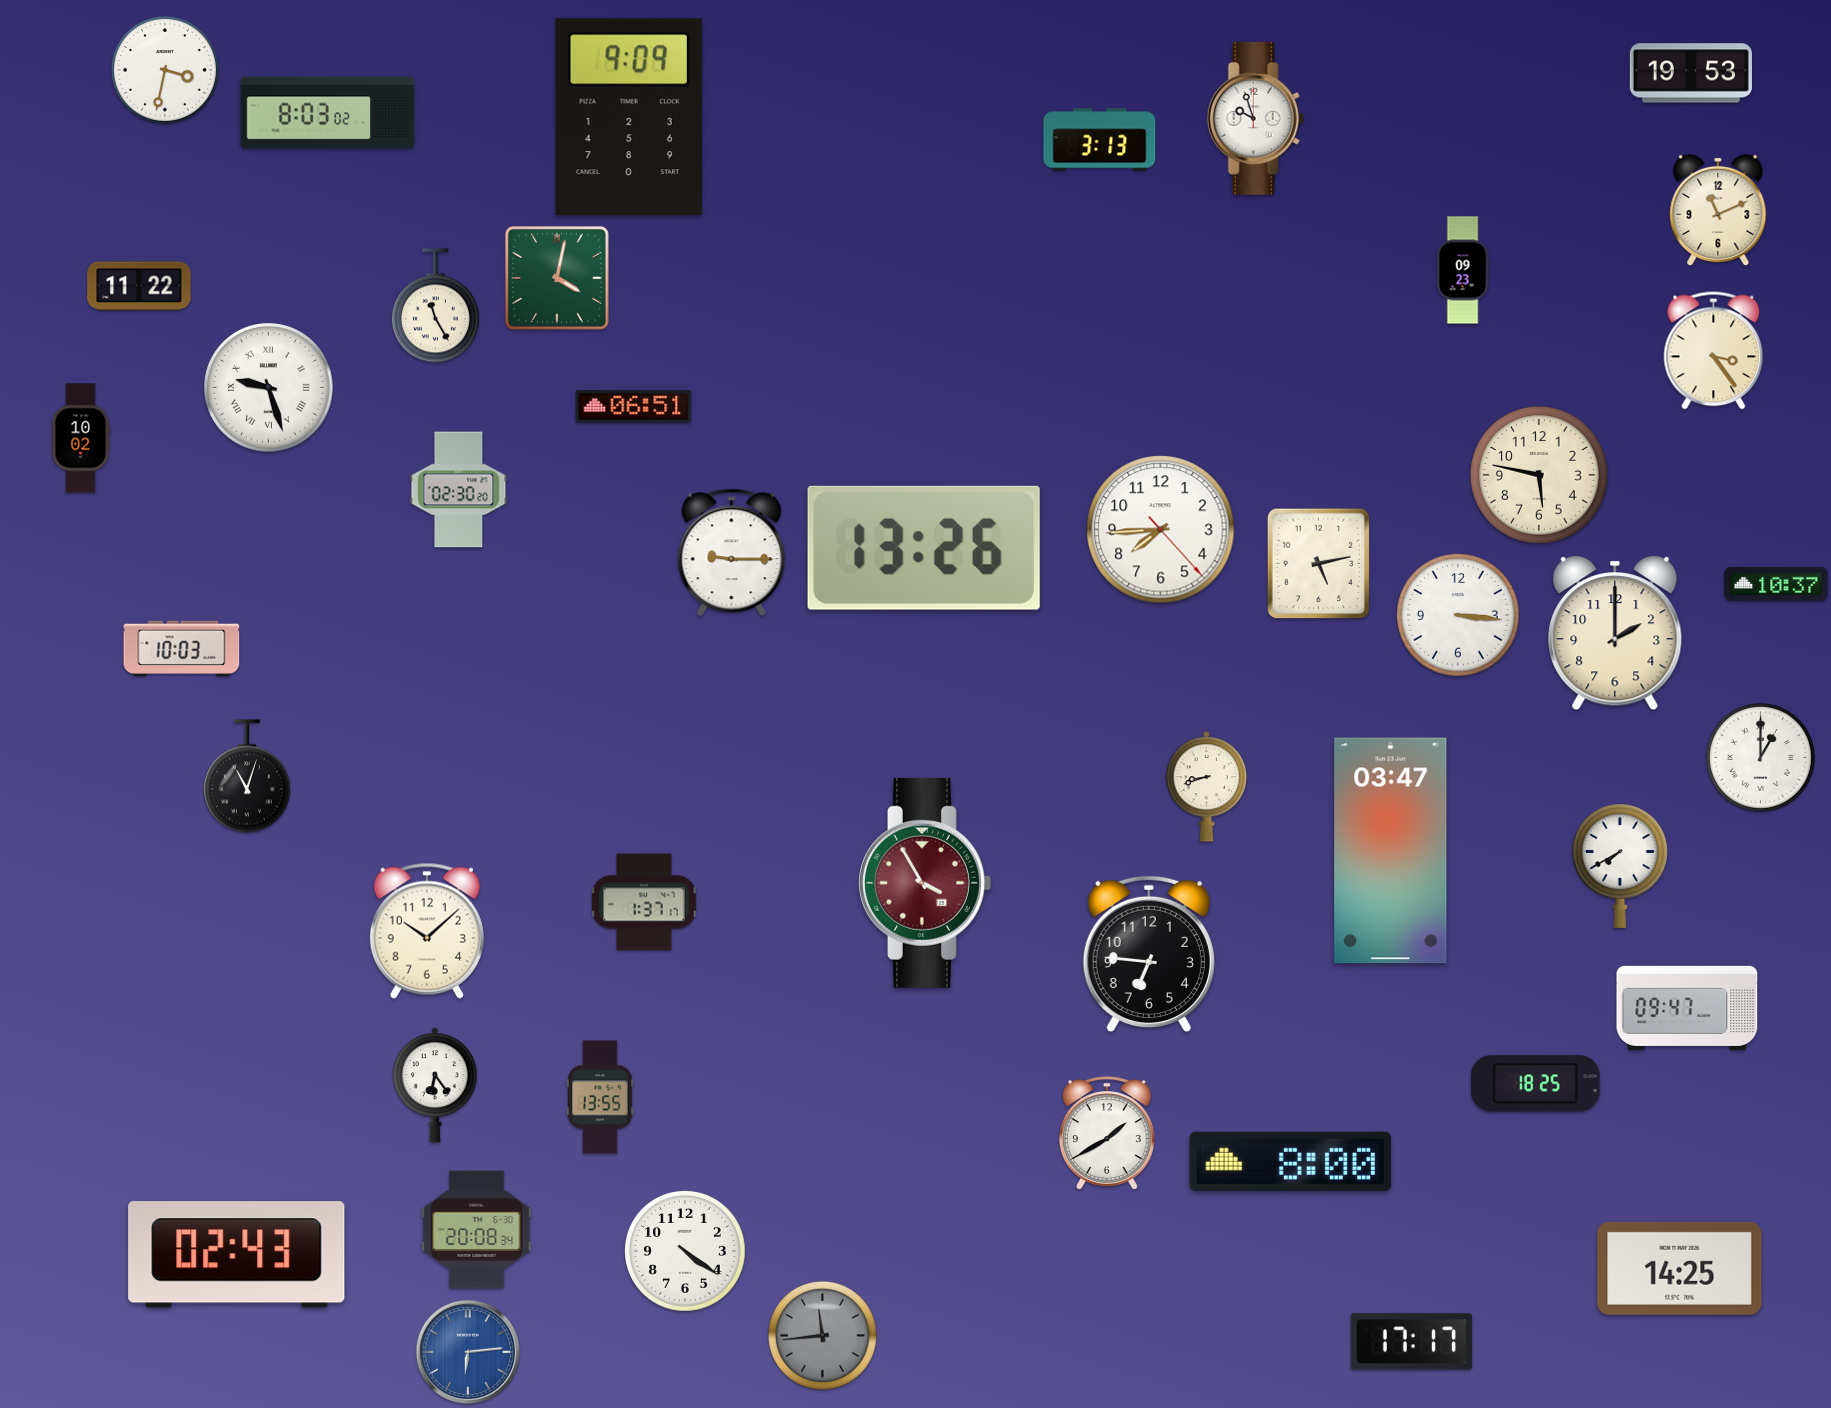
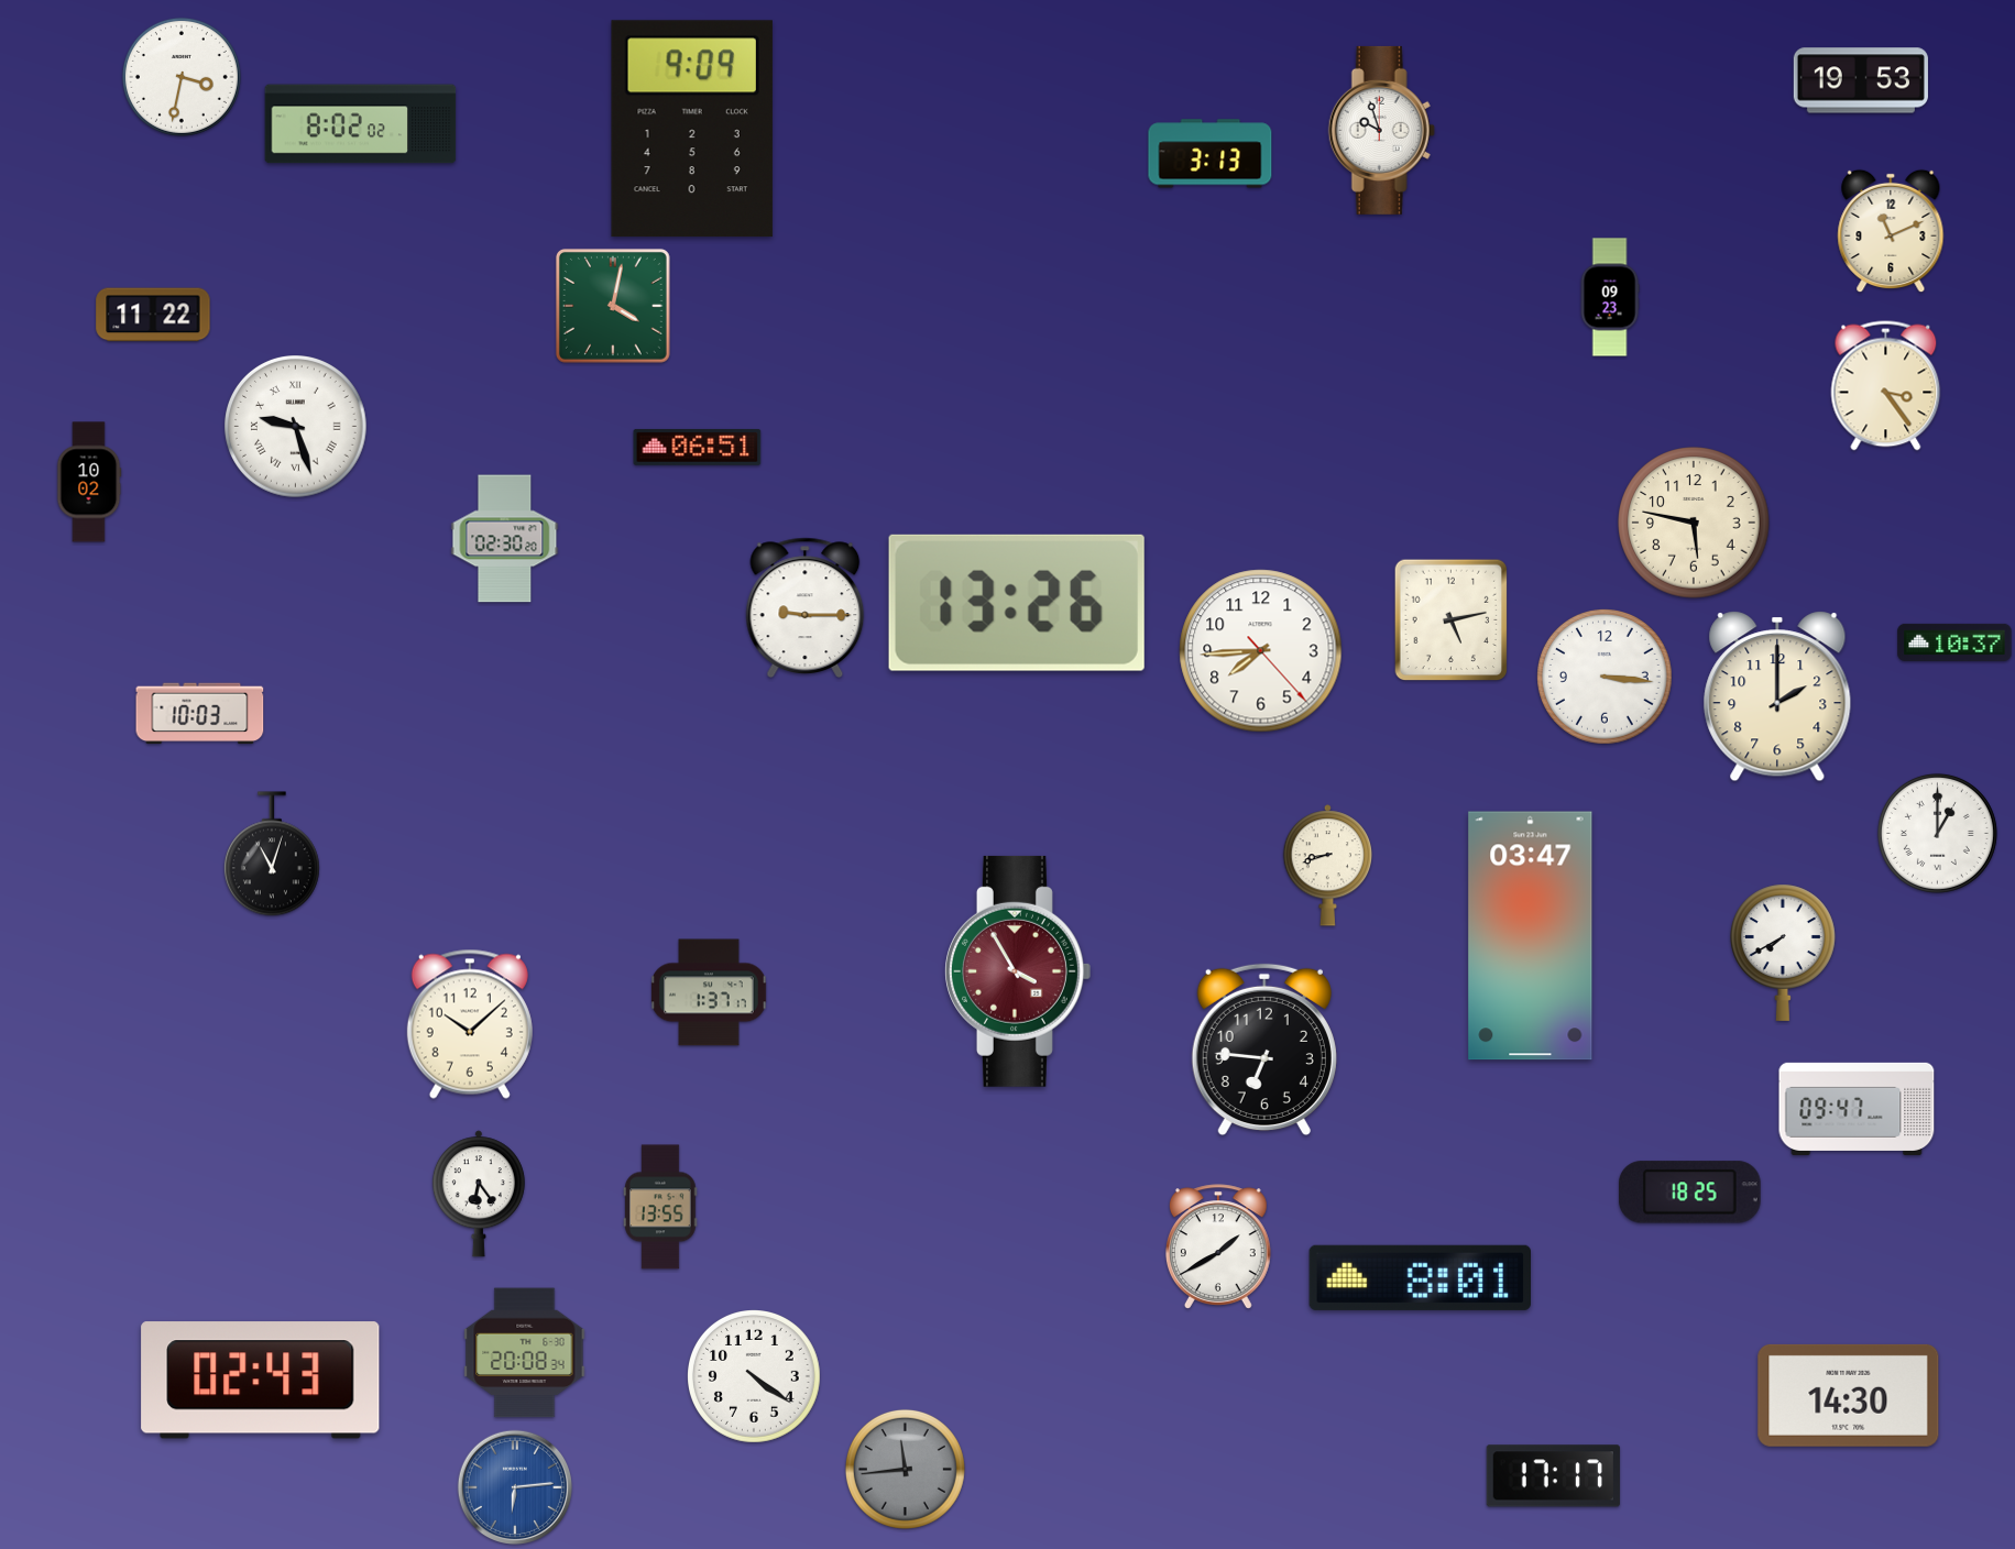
clock at (328, 113): 8:03 -> 8:02
clock at (435, 306): 11:25 -> none
clock at (1161, 530) position: (1161, 530) -> (1261, 651)
clock at (1290, 1161): 8:00 -> 8:01
clock at (1680, 1268): 14:25 -> 14:30
